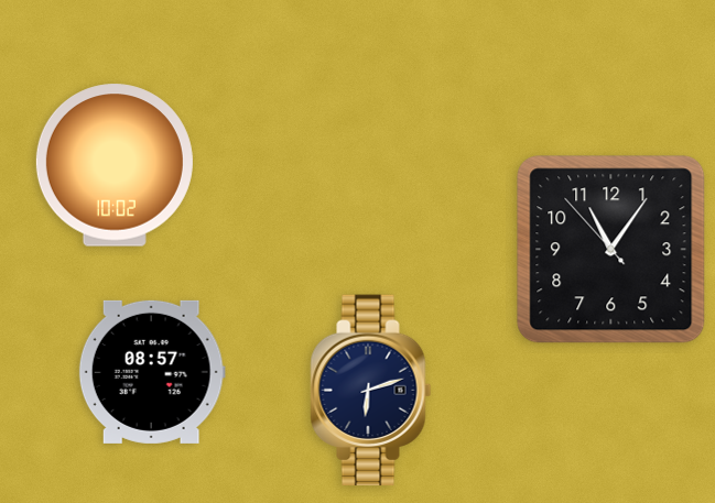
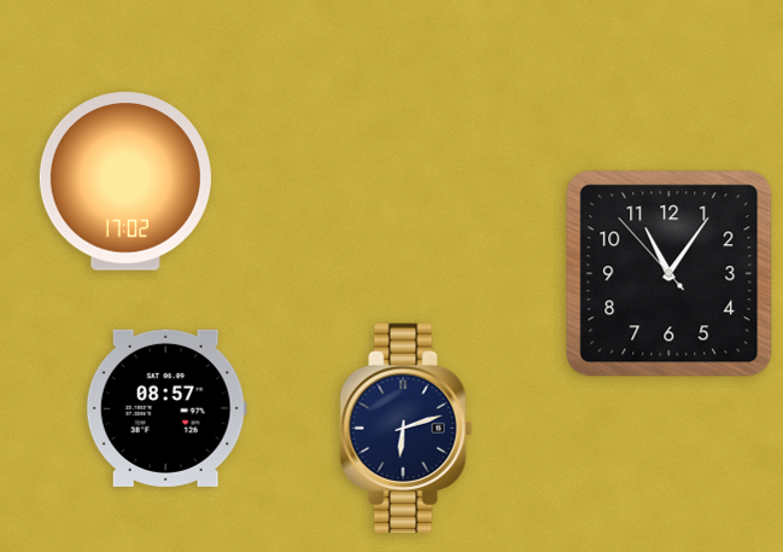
clock at (115, 165): 10:02 -> 17:02
